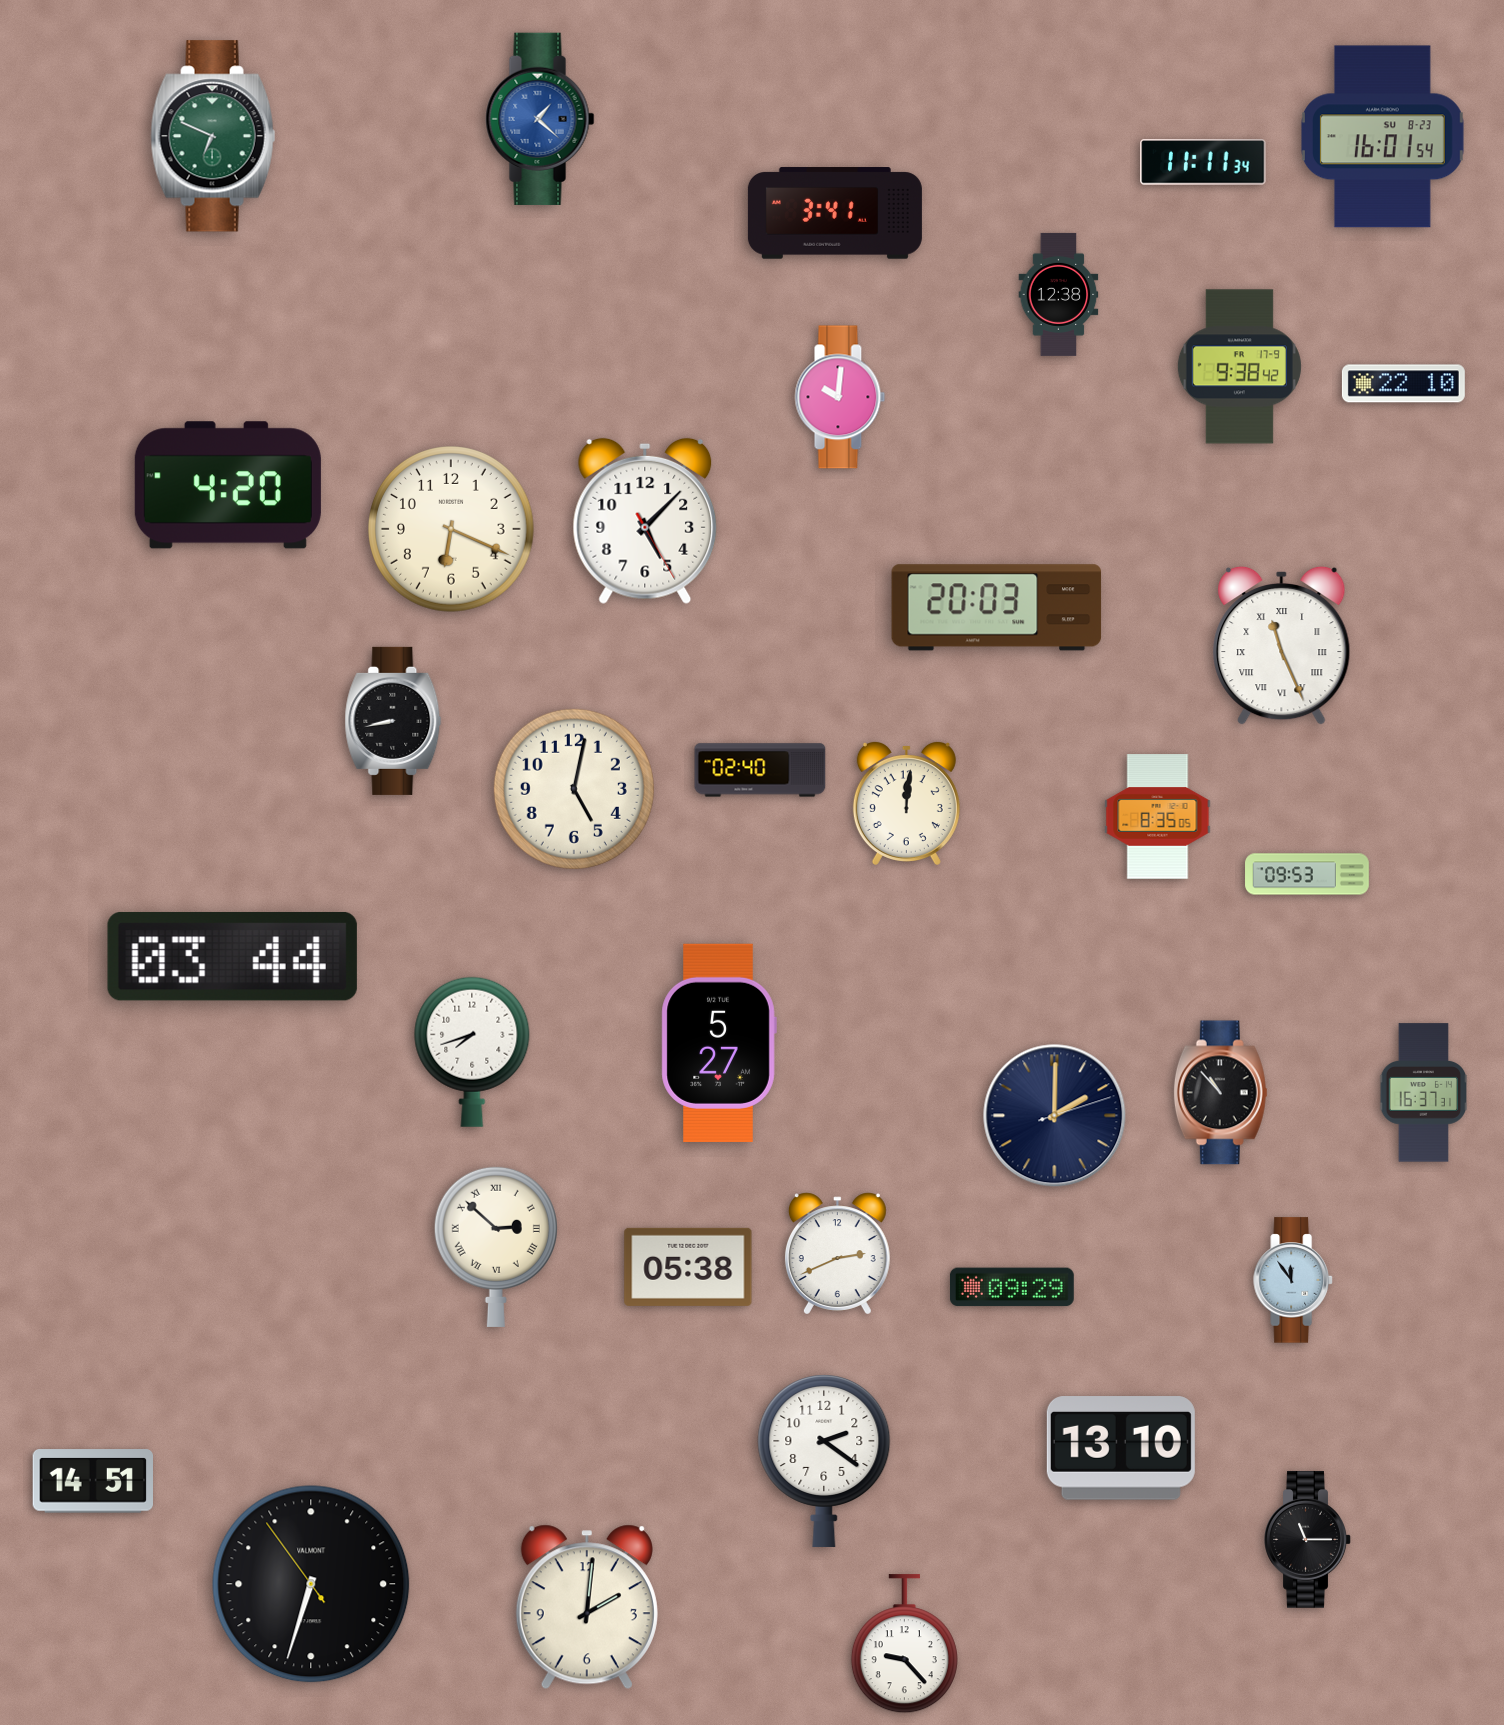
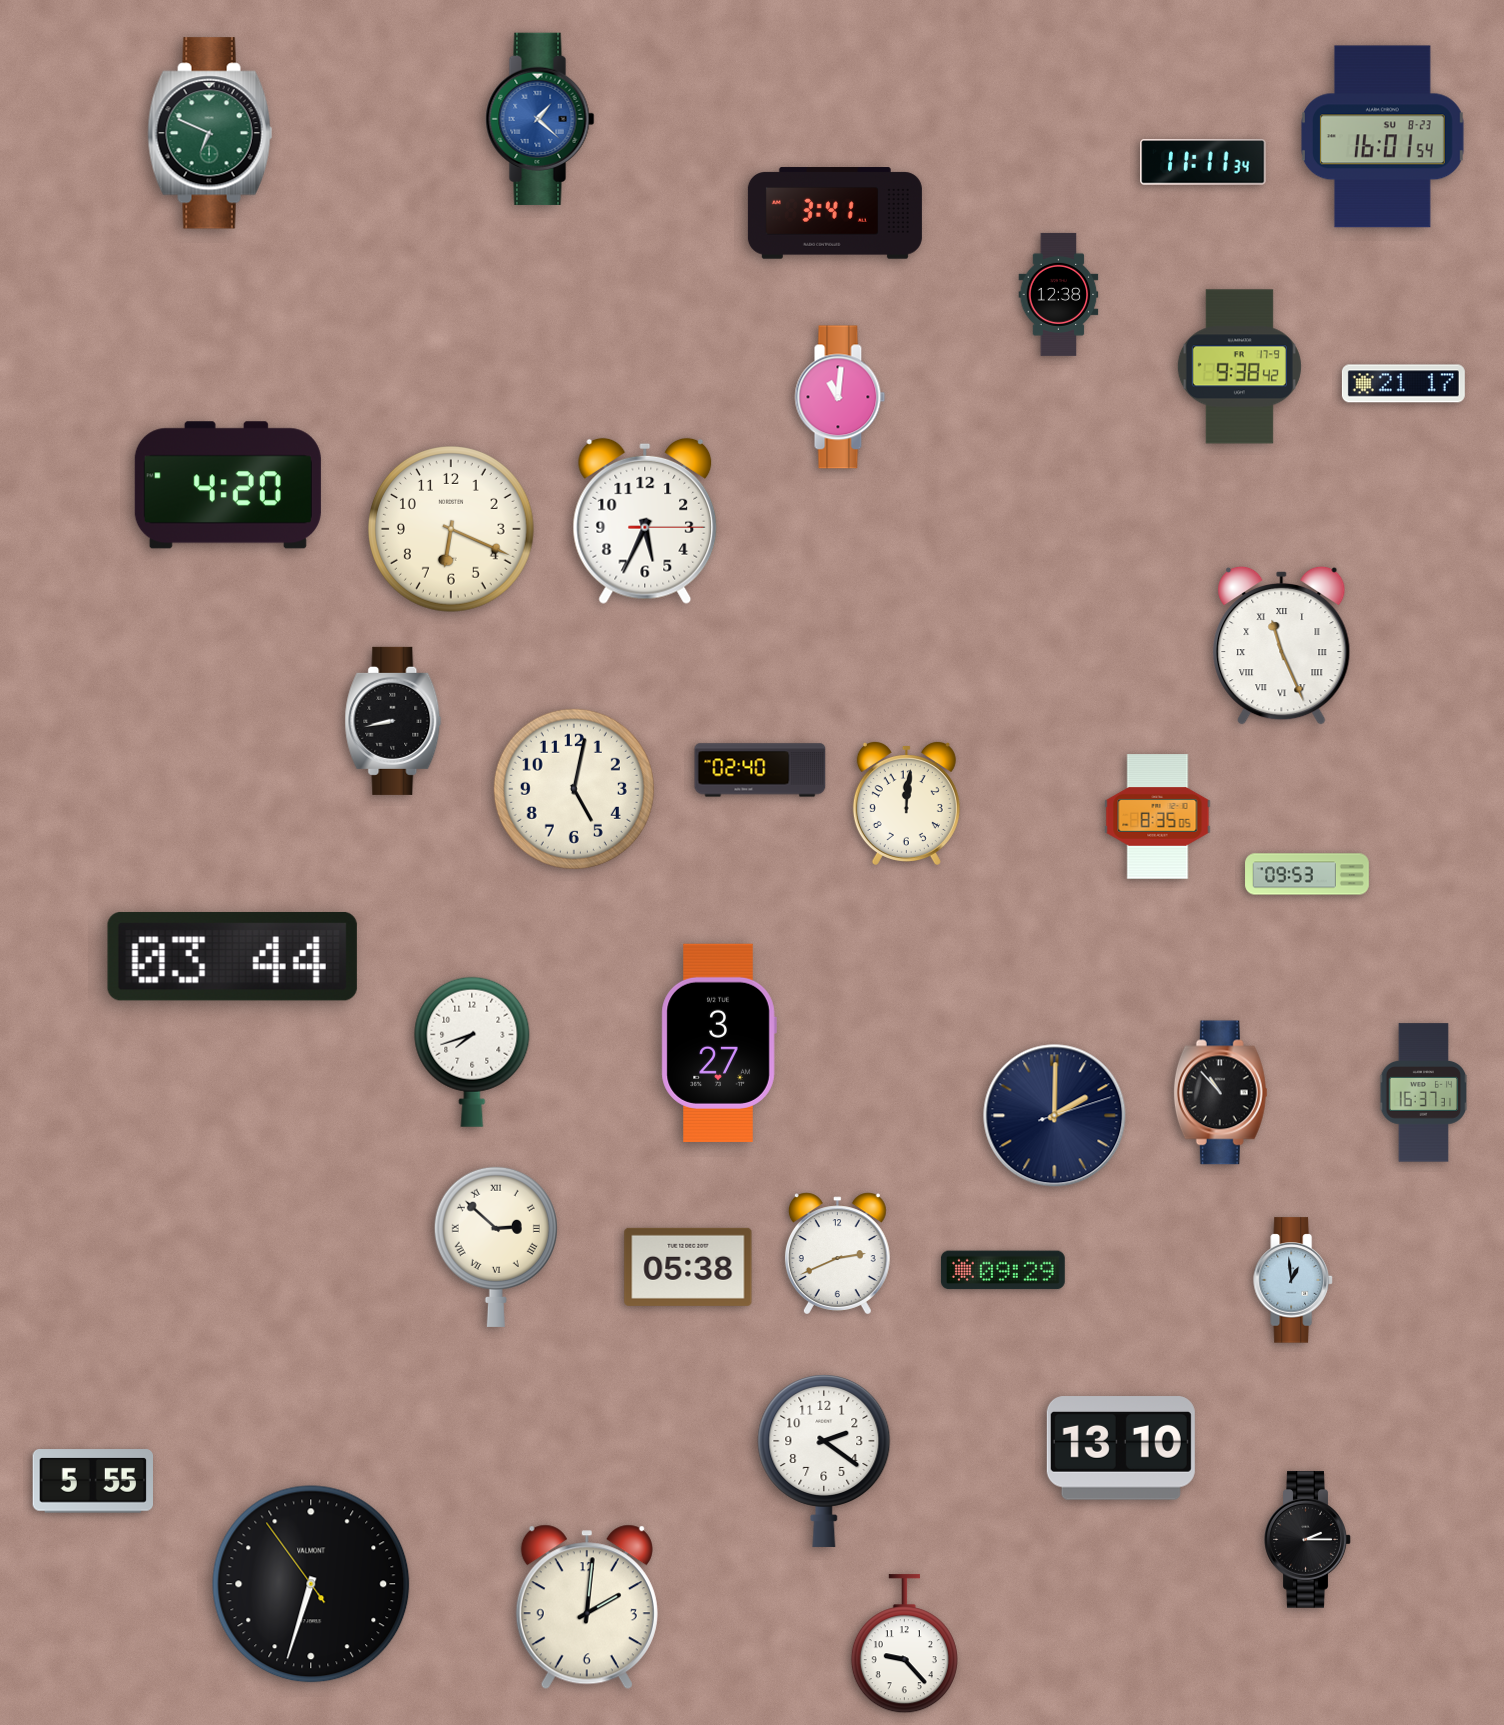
clock at (213, 136) position: (213, 136) -> (210, 133)
clock at (1403, 384): 22:10 -> 21:17
clock at (840, 397): 10:01 -> 11:01
clock at (645, 521): 5:07 -> 5:34
clock at (997, 608): 20:03 -> none
clock at (719, 1043): 5:27 -> 3:27
clock at (1293, 1280): 11:54 -> 12:59
clock at (1012, 1287) position: (1012, 1287) -> (1003, 1270)
clock at (92, 1481): 14:51 -> 5:55
clock at (1308, 1539): 11:15 -> 2:15
